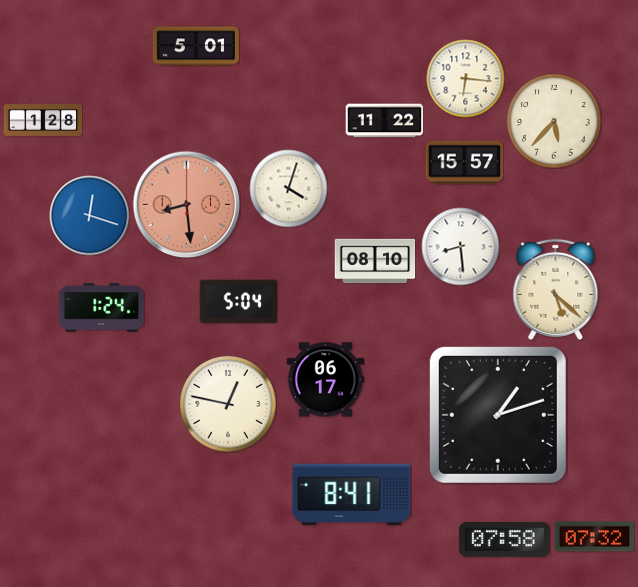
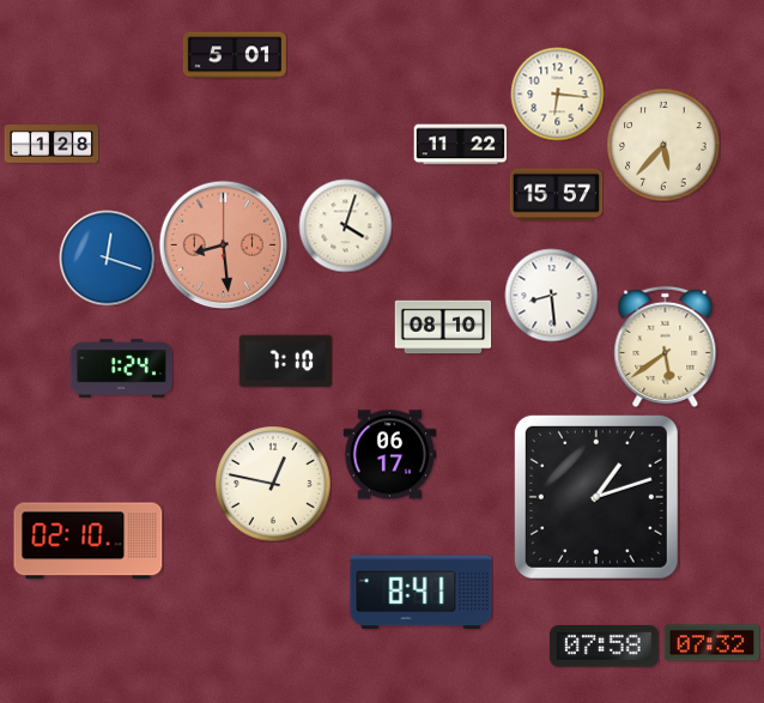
clock at (375, 261) position: (375, 261) -> (443, 327)
clock at (556, 289): 5:22 -> 5:39
clock at (238, 302): 5:04 -> 7:10
clock at (89, 541): none -> 02:10
